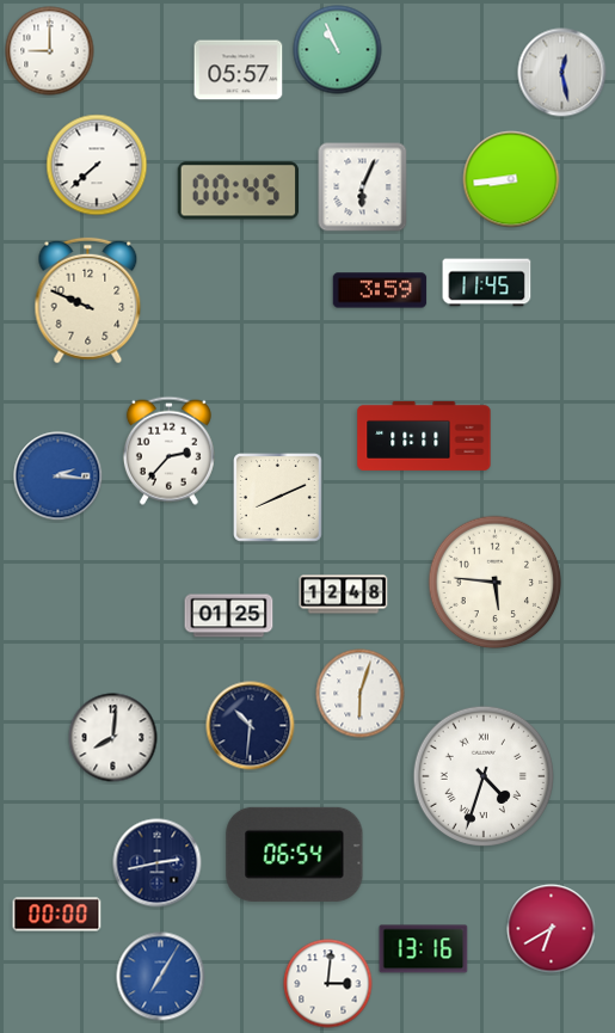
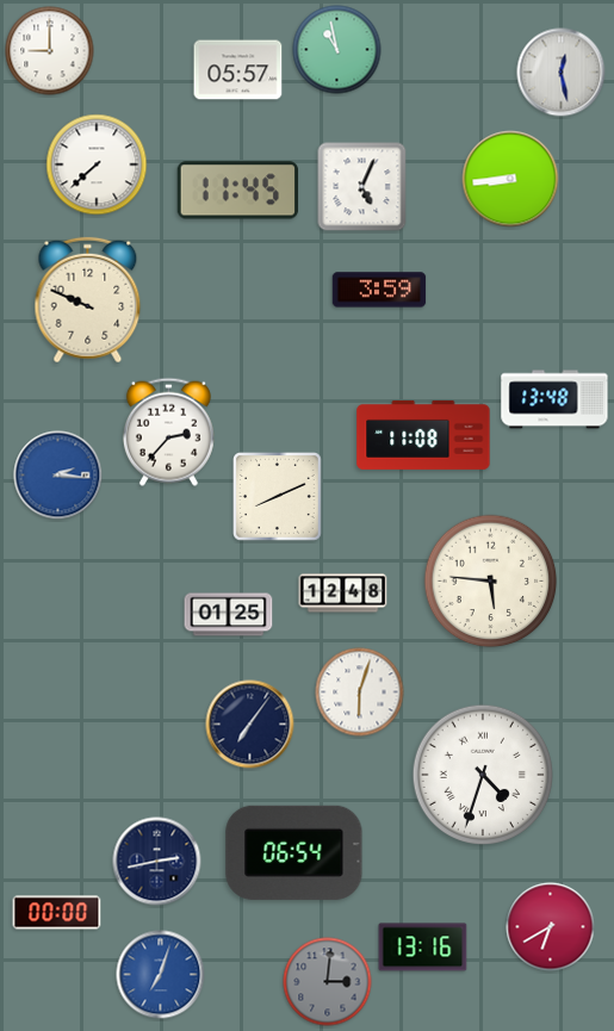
clock at (338, 50): 10:56 -> 10:58
clock at (363, 187): 6:04 -> 5:04
clock at (239, 191): 00:45 -> 11:45
clock at (487, 283): 11:45 -> none
clock at (554, 399): none -> 13:48
clock at (424, 436): 11:11 -> 11:08
clock at (168, 450) position: (168, 450) -> (168, 431)
clock at (496, 583) position: (496, 583) -> (491, 582)
clock at (251, 726): 10:31 -> 7:06
clock at (113, 738): 8:01 -> none
clock at (161, 977): 7:05 -> 7:03
clock at (328, 984) dial: white -> grey
